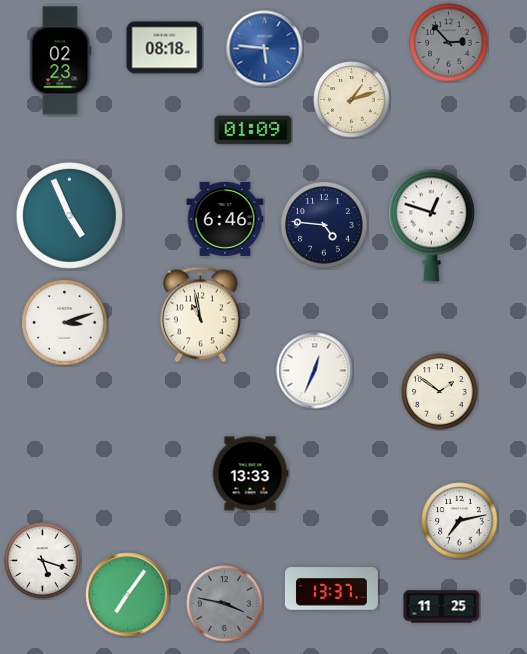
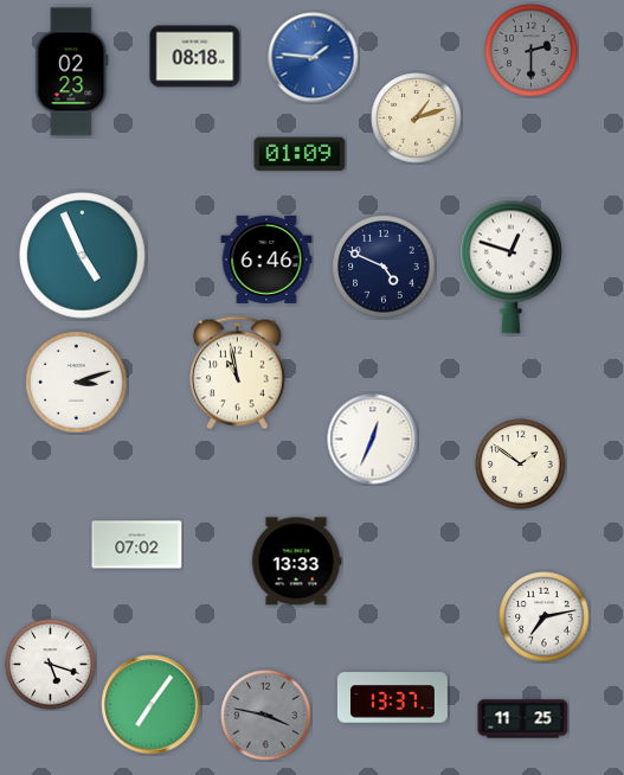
clock at (449, 43): 2:53 -> 2:30
clock at (265, 49): 5:46 -> 1:46
clock at (324, 225): 4:46 -> 4:49
clock at (137, 545): none -> 07:02
